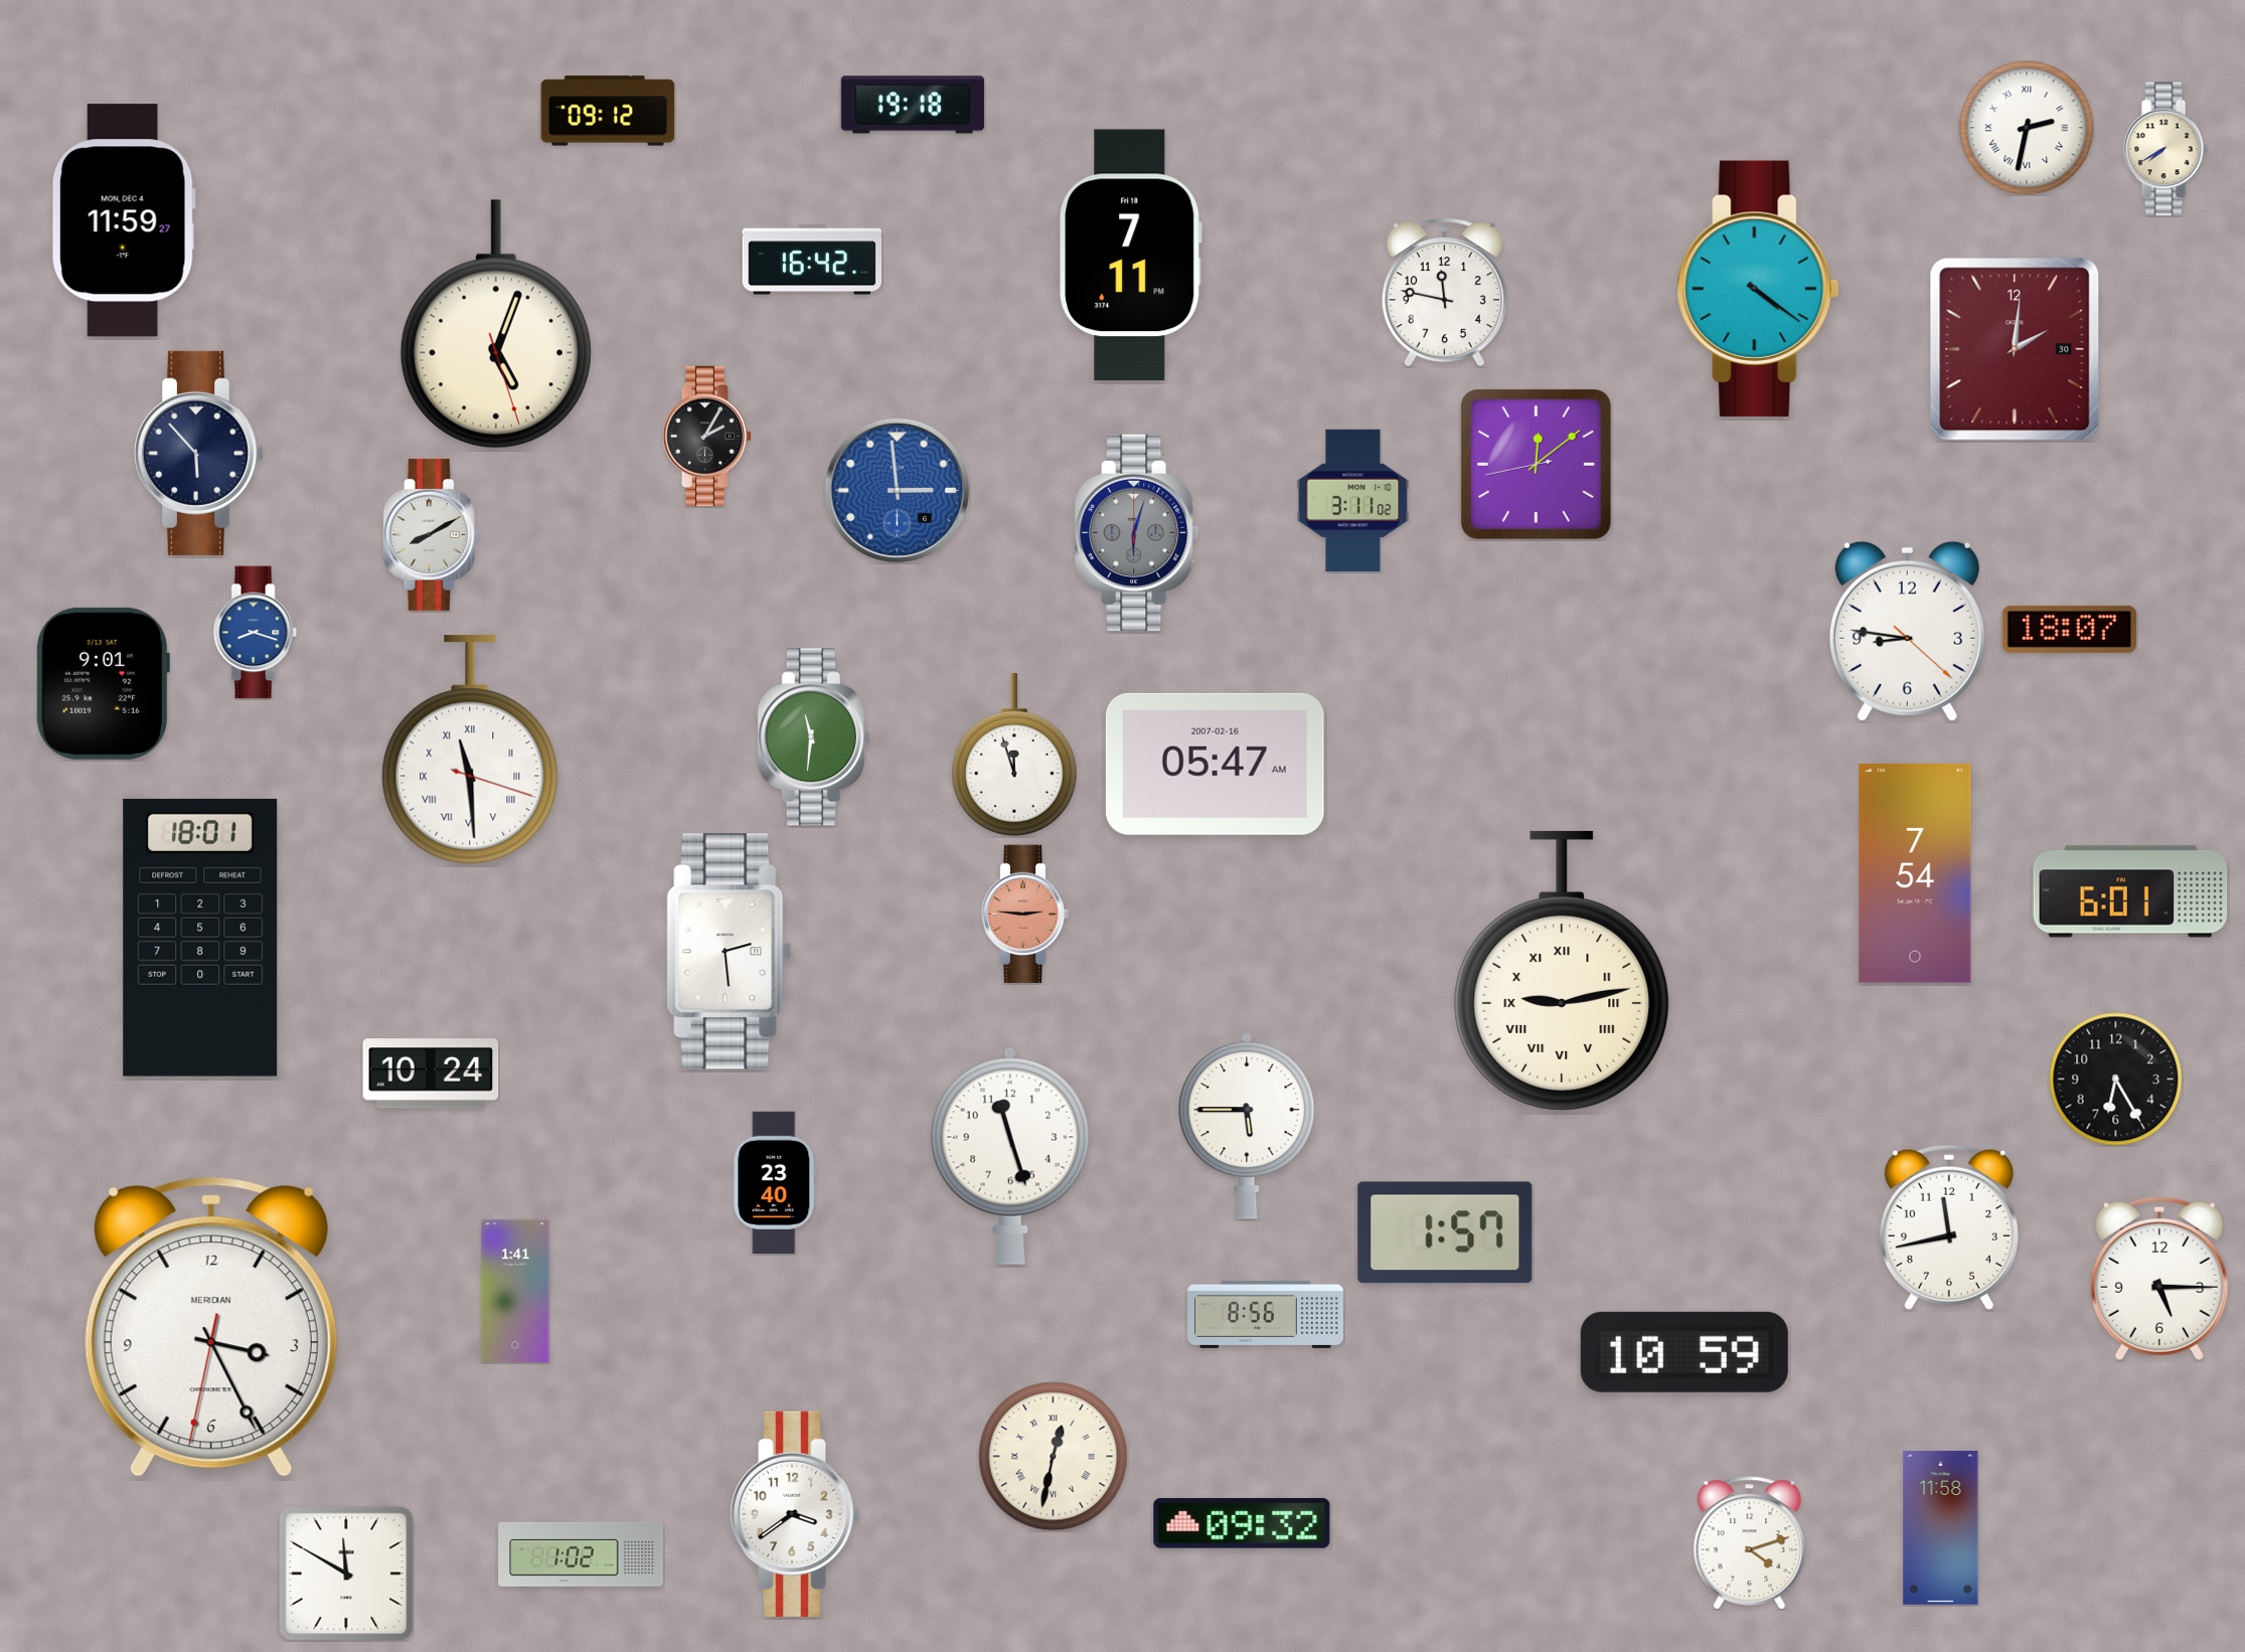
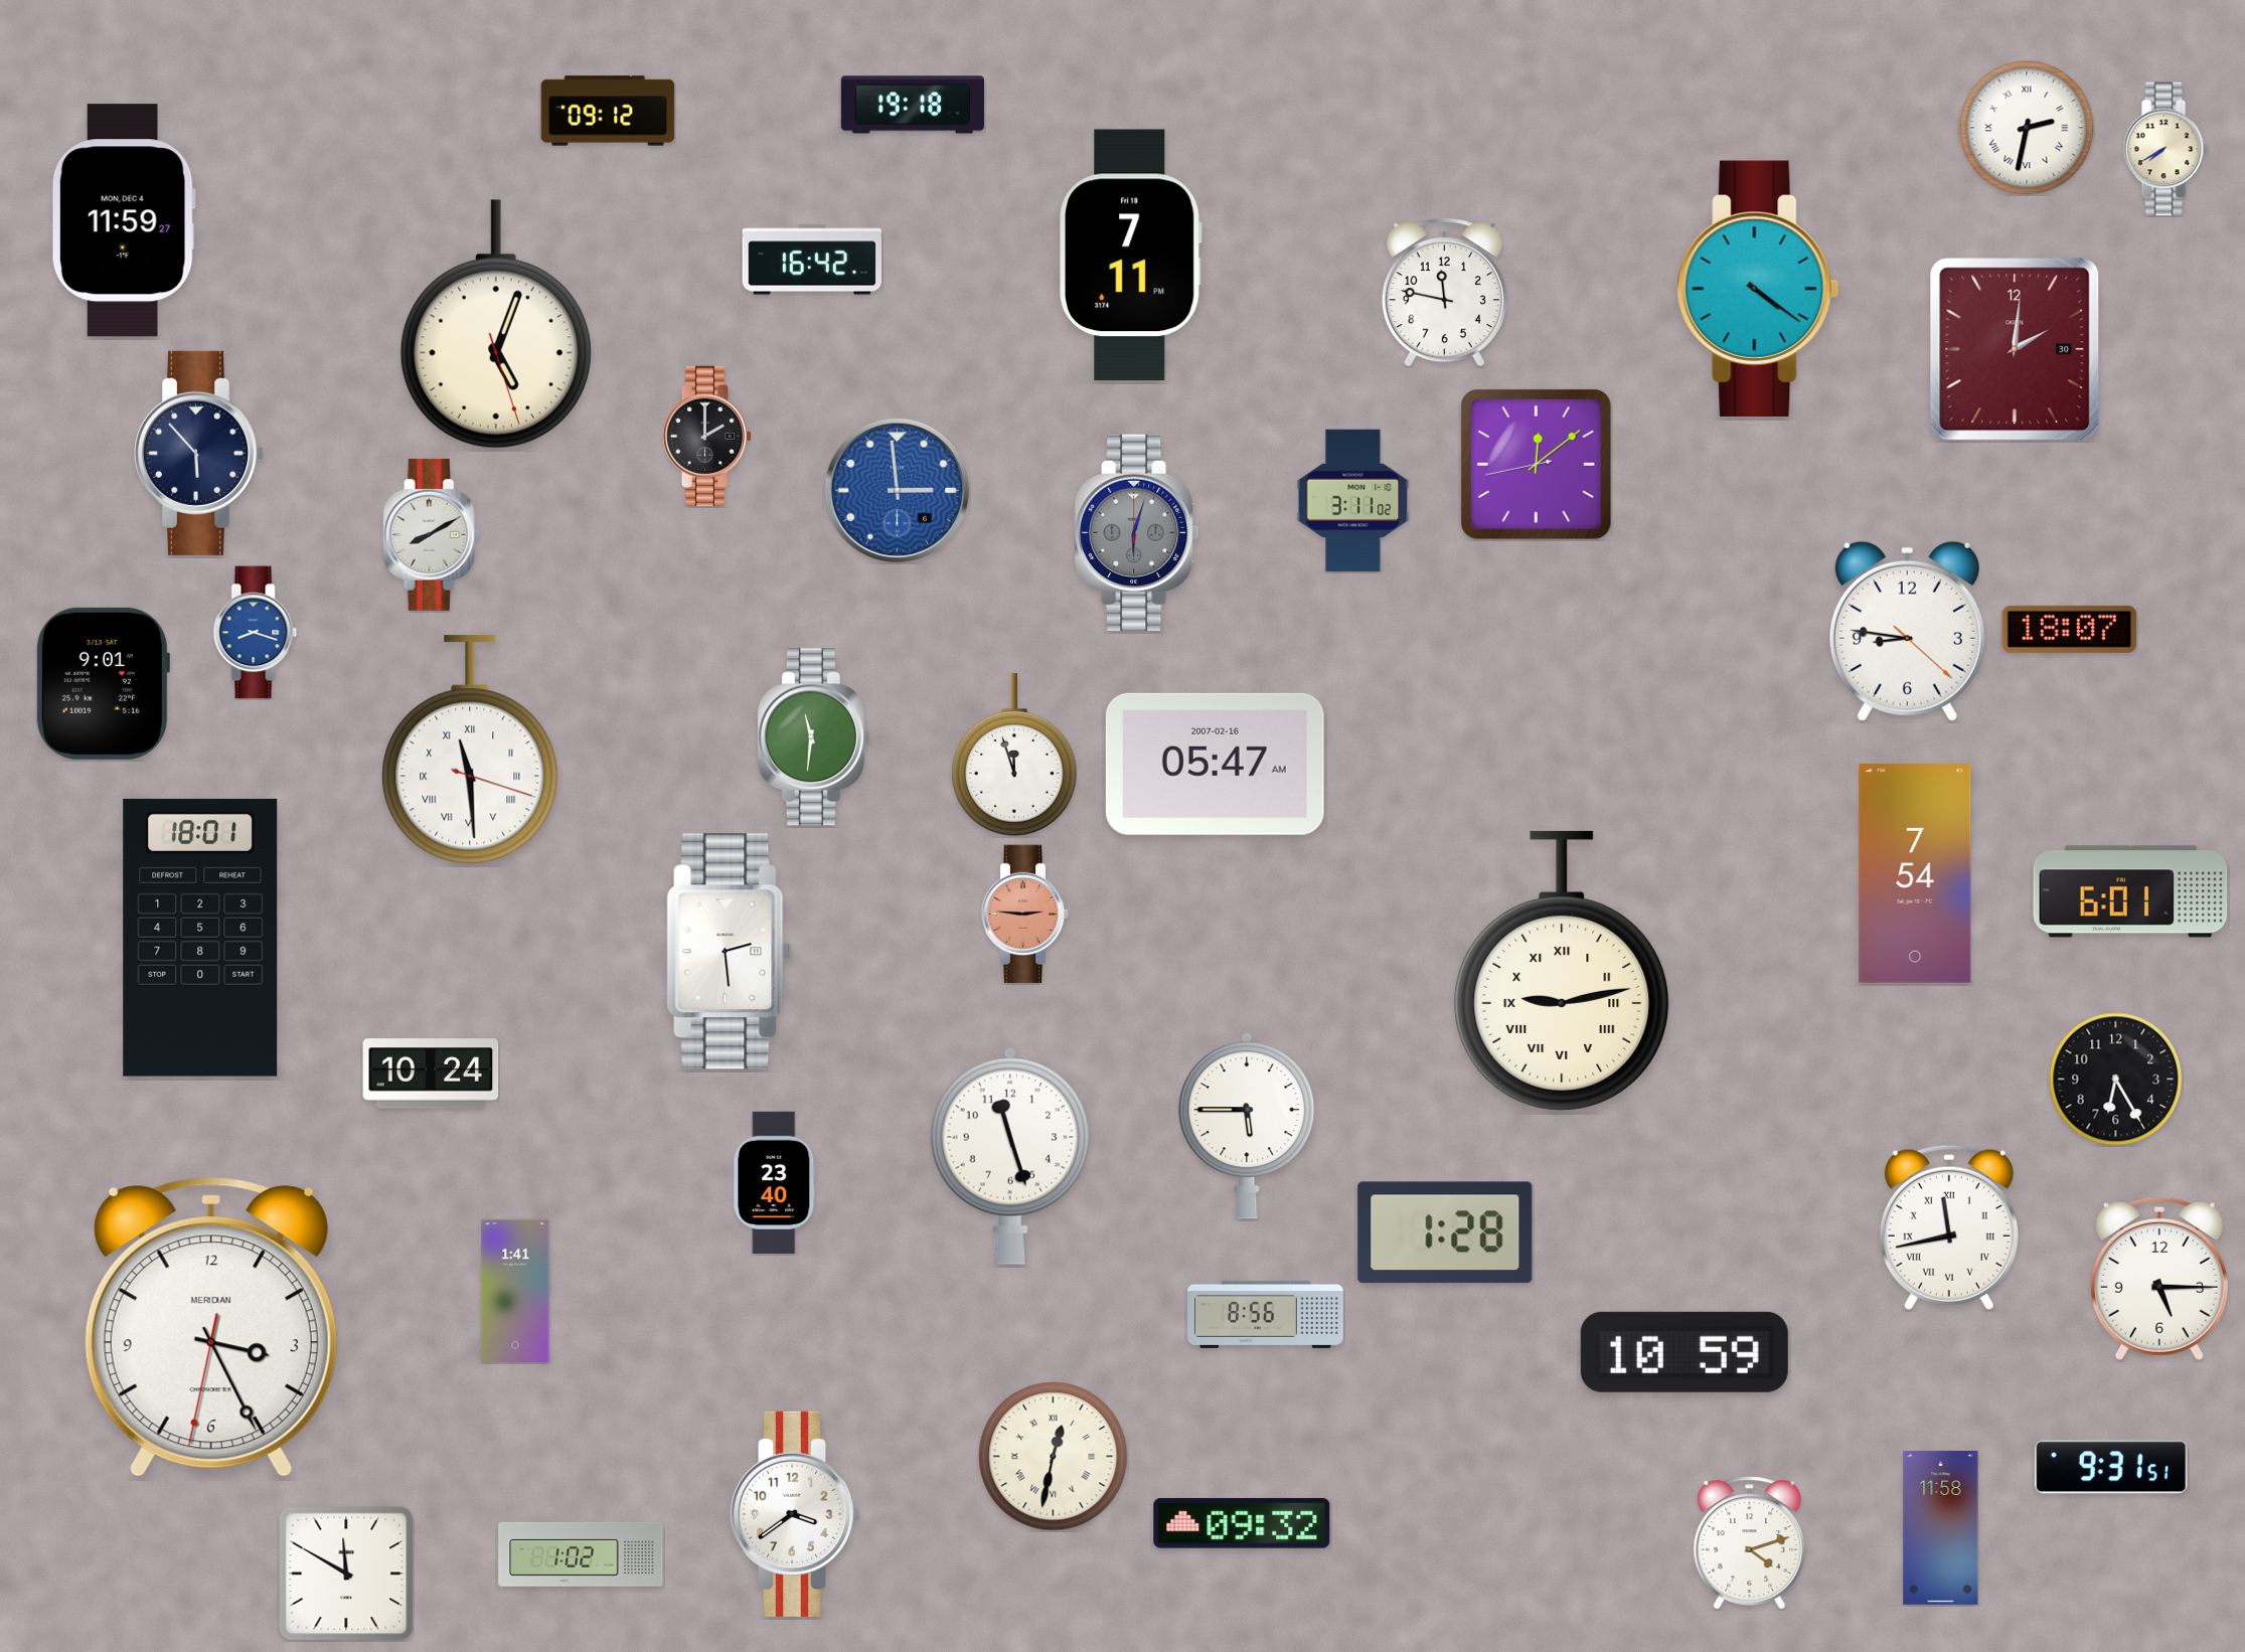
clock at (707, 436): 2:05 -> 2:00
clock at (1949, 1227) numerals: Arabic -> Roman
clock at (1445, 1232): 1:57 -> 1:28
clock at (2111, 1467): none -> 9:31
